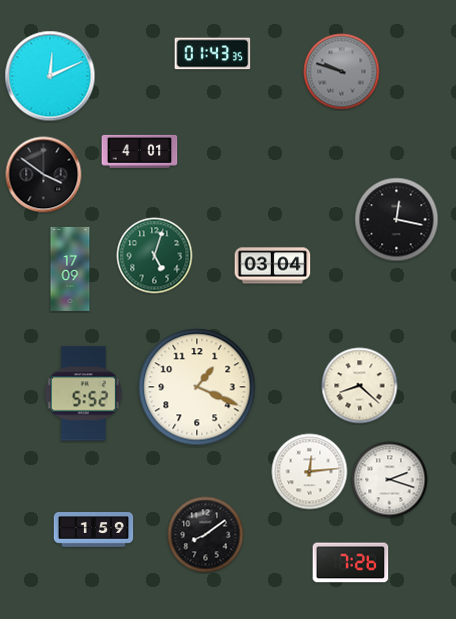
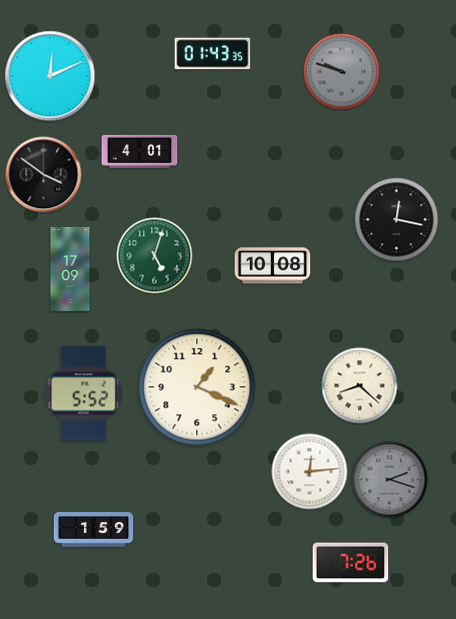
clock at (273, 266): 03:04 -> 10:08
clock at (390, 480) dial: white -> grey
clock at (206, 535): 8:09 -> none
